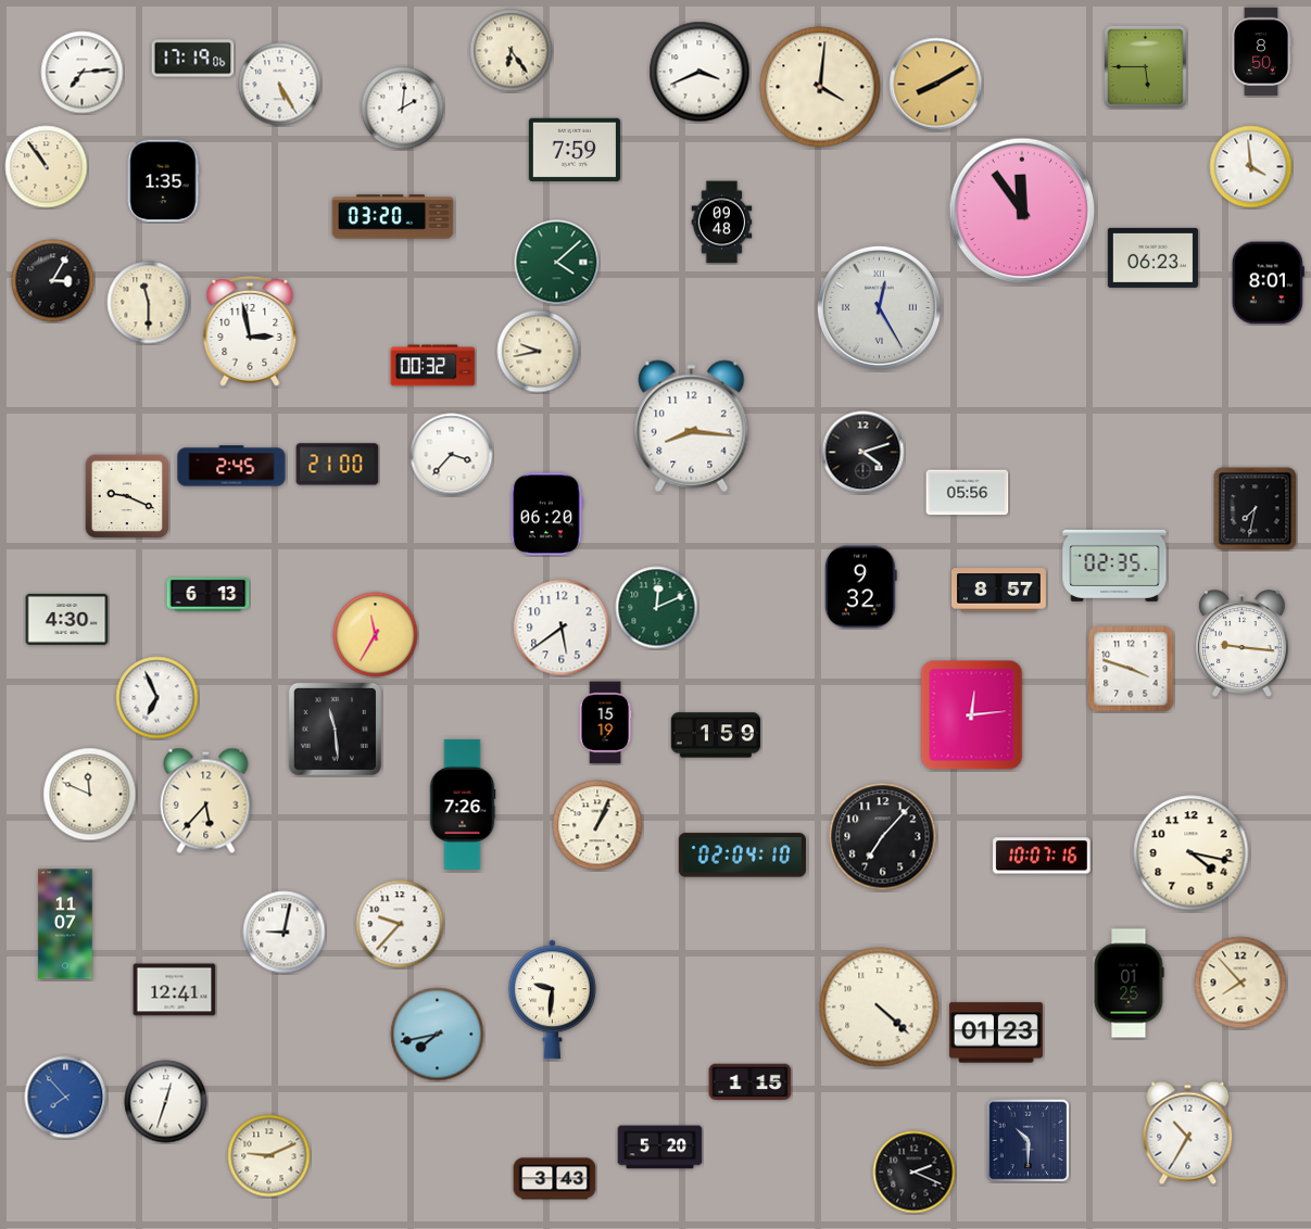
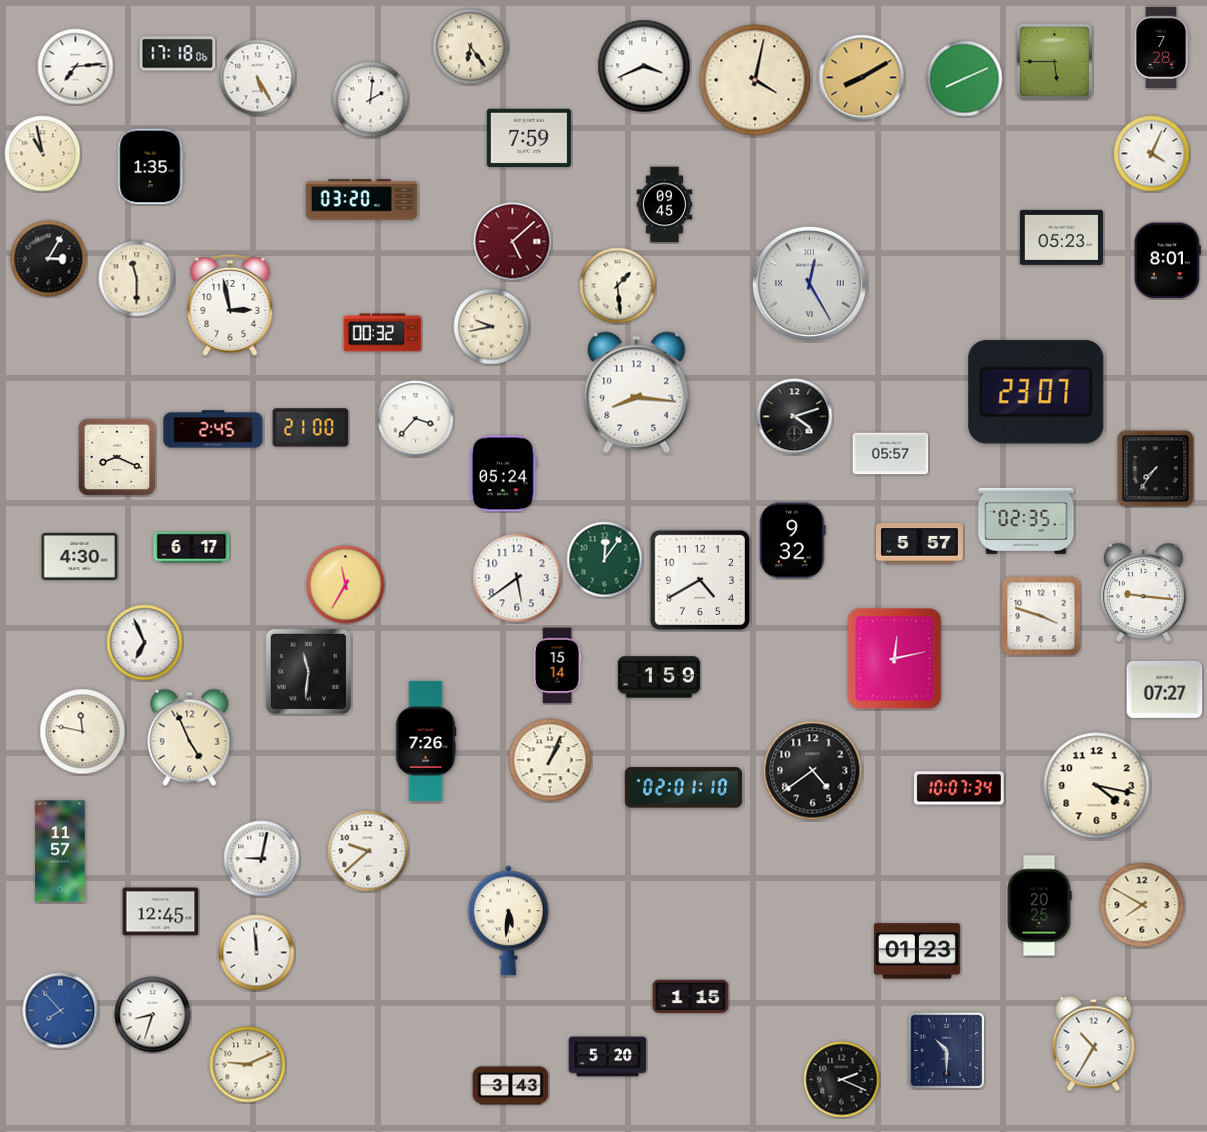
clock at (1260, 52): 8:50 -> 7:28
clock at (193, 59): 17:19 -> 17:18
clock at (965, 79): none -> 8:11
clock at (820, 87): 4:01 -> 4:02
clock at (47, 167): 10:54 -> 10:58
clock at (1251, 167): 3:59 -> 4:04
clock at (1022, 211): 11:54 -> none
clock at (722, 223): 09:48 -> 09:45
clock at (1152, 257): 06:23 -> 05:23
clock at (557, 263): 4:08 -> 5:08
clock at (557, 263) dial: green -> burgundy
clock at (618, 286): none -> 1:29
clock at (539, 352) position: (539, 352) -> (492, 327)
clock at (433, 366) position: (433, 366) -> (383, 333)
clock at (1036, 392): none -> 23:07
clock at (968, 493): 05:56 -> 05:57
clock at (127, 496): 9:19 -> 8:19
clock at (1256, 509): 7:32 -> 7:36
clock at (546, 515): 06:20 -> 05:24
clock at (998, 591): 8:57 -> 5:57
clock at (209, 594): 6:13 -> 6:17
clock at (657, 608): 12:11 -> 12:06
clock at (67, 619) position: (67, 619) -> (80, 556)
clock at (700, 580): none -> 4:40
clock at (972, 715): 12:14 -> 12:13
clock at (605, 723): 15:19 -> 15:14
clock at (335, 728): 11:29 -> 11:31
clock at (1165, 689): none -> 07:27
clock at (90, 795): 11:49 -> 11:47
clock at (206, 800): 5:37 -> 4:56
clock at (883, 837): 7:07 -> 4:39
clock at (742, 856): 02:04 -> 02:01
clock at (1042, 856): 10:07:16 -> 10:07:34
clock at (65, 924): 11:07 -> 11:57
clock at (400, 924): 9:37 -> 9:38
clock at (1240, 983): 7:53 -> 7:50
clock at (1129, 984): 01:25 -> 20:25
clock at (175, 990): 12:41 -> 12:45
clock at (552, 1000): 9:31 -> 5:31
clock at (880, 1008): 4:22 -> none
clock at (257, 953): none -> 11:59
clock at (438, 1035): 7:43 -> none
clock at (166, 1102): 12:33 -> 8:33
